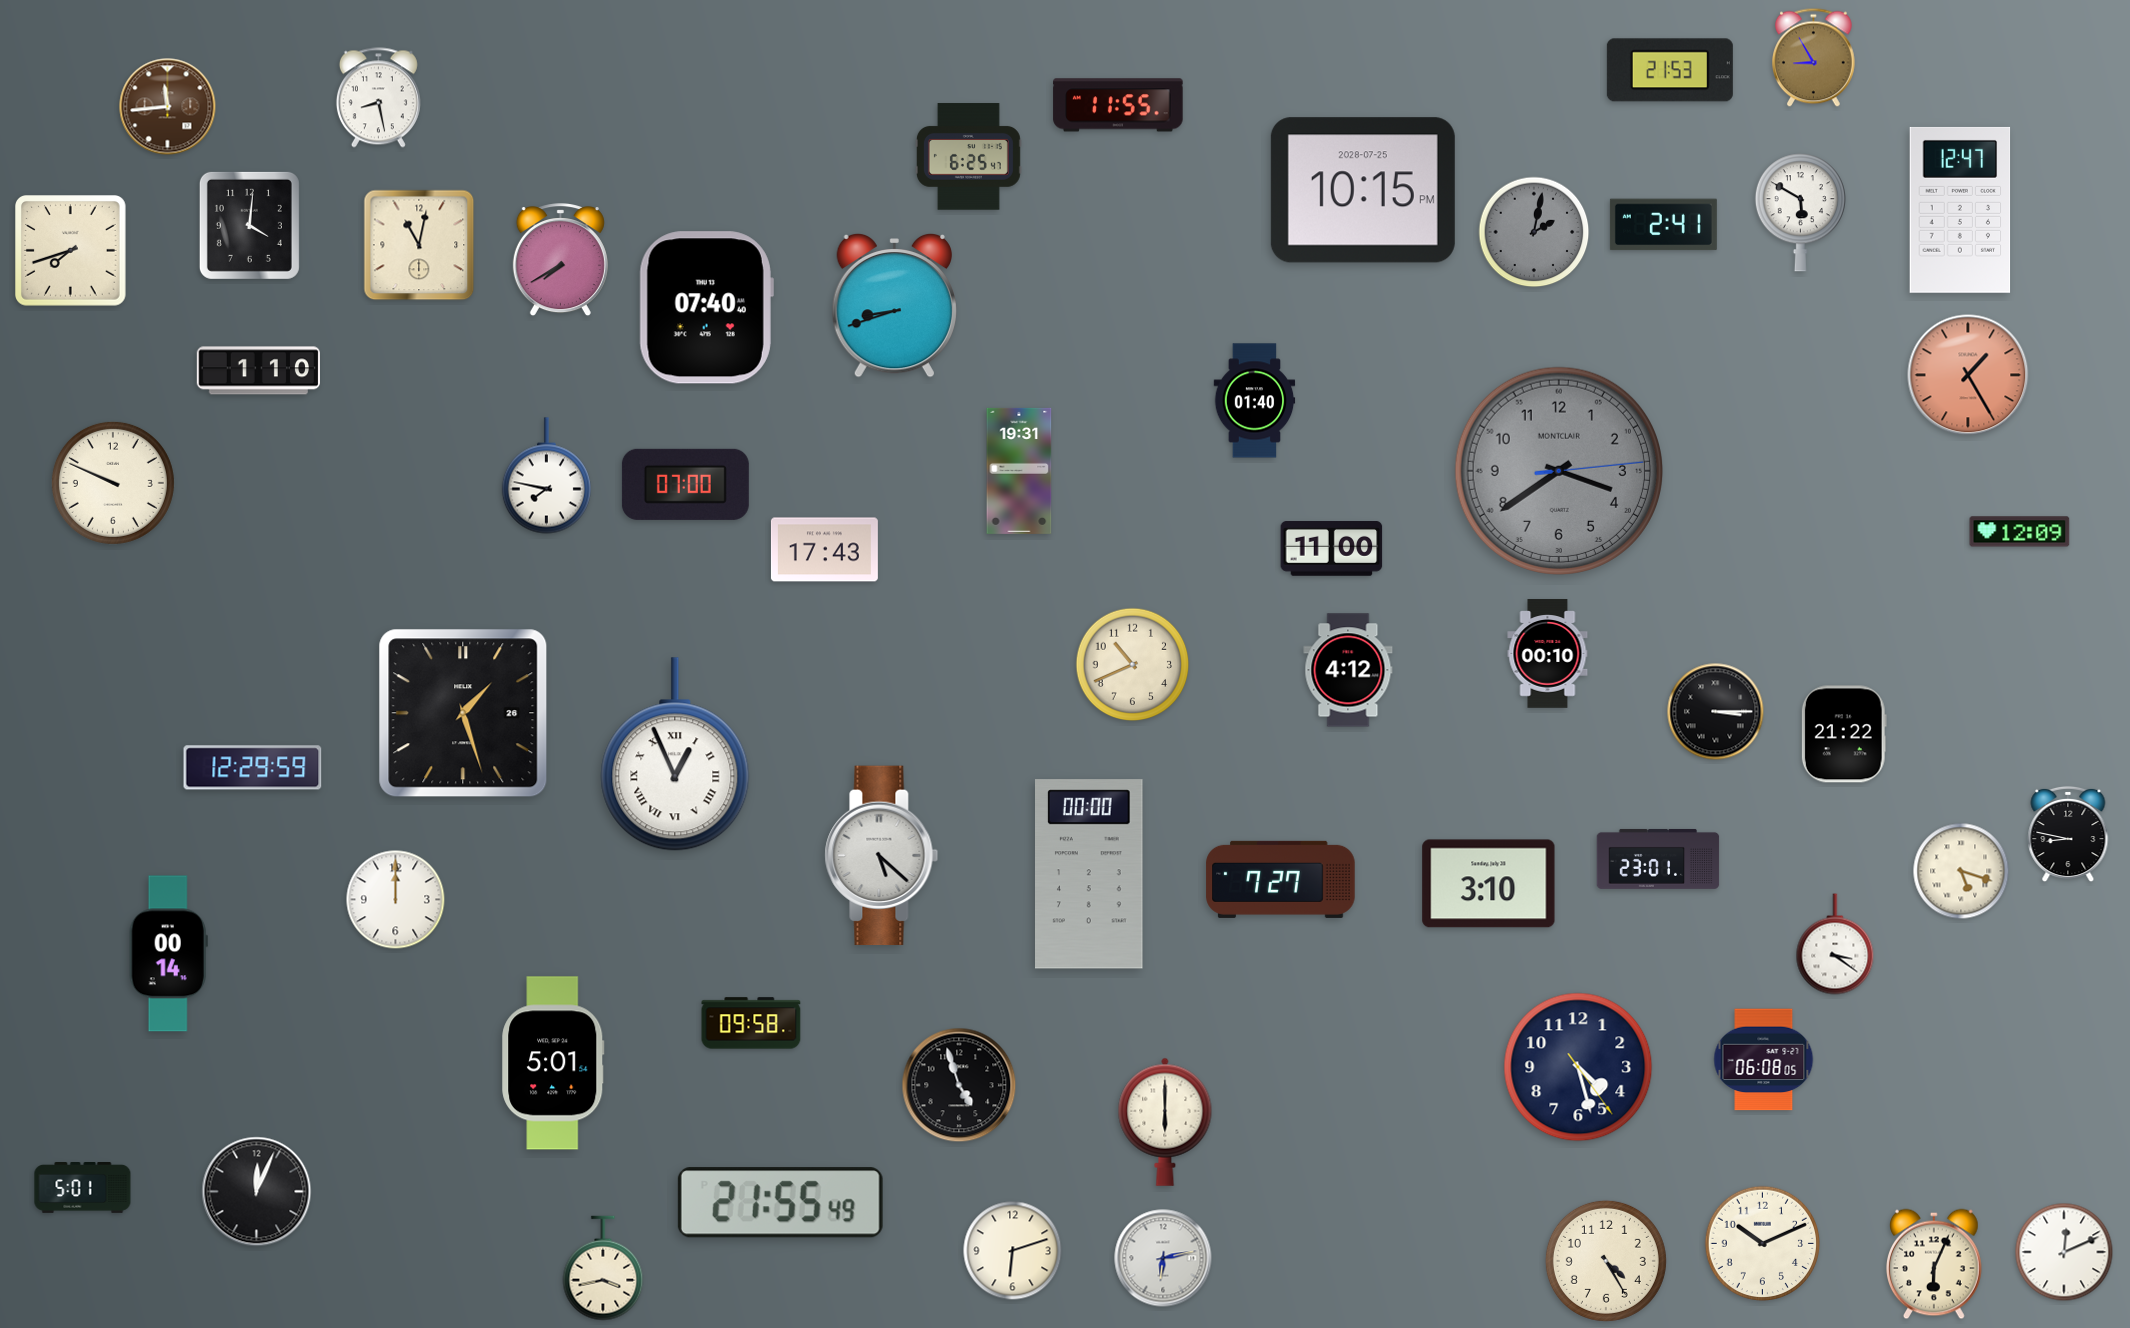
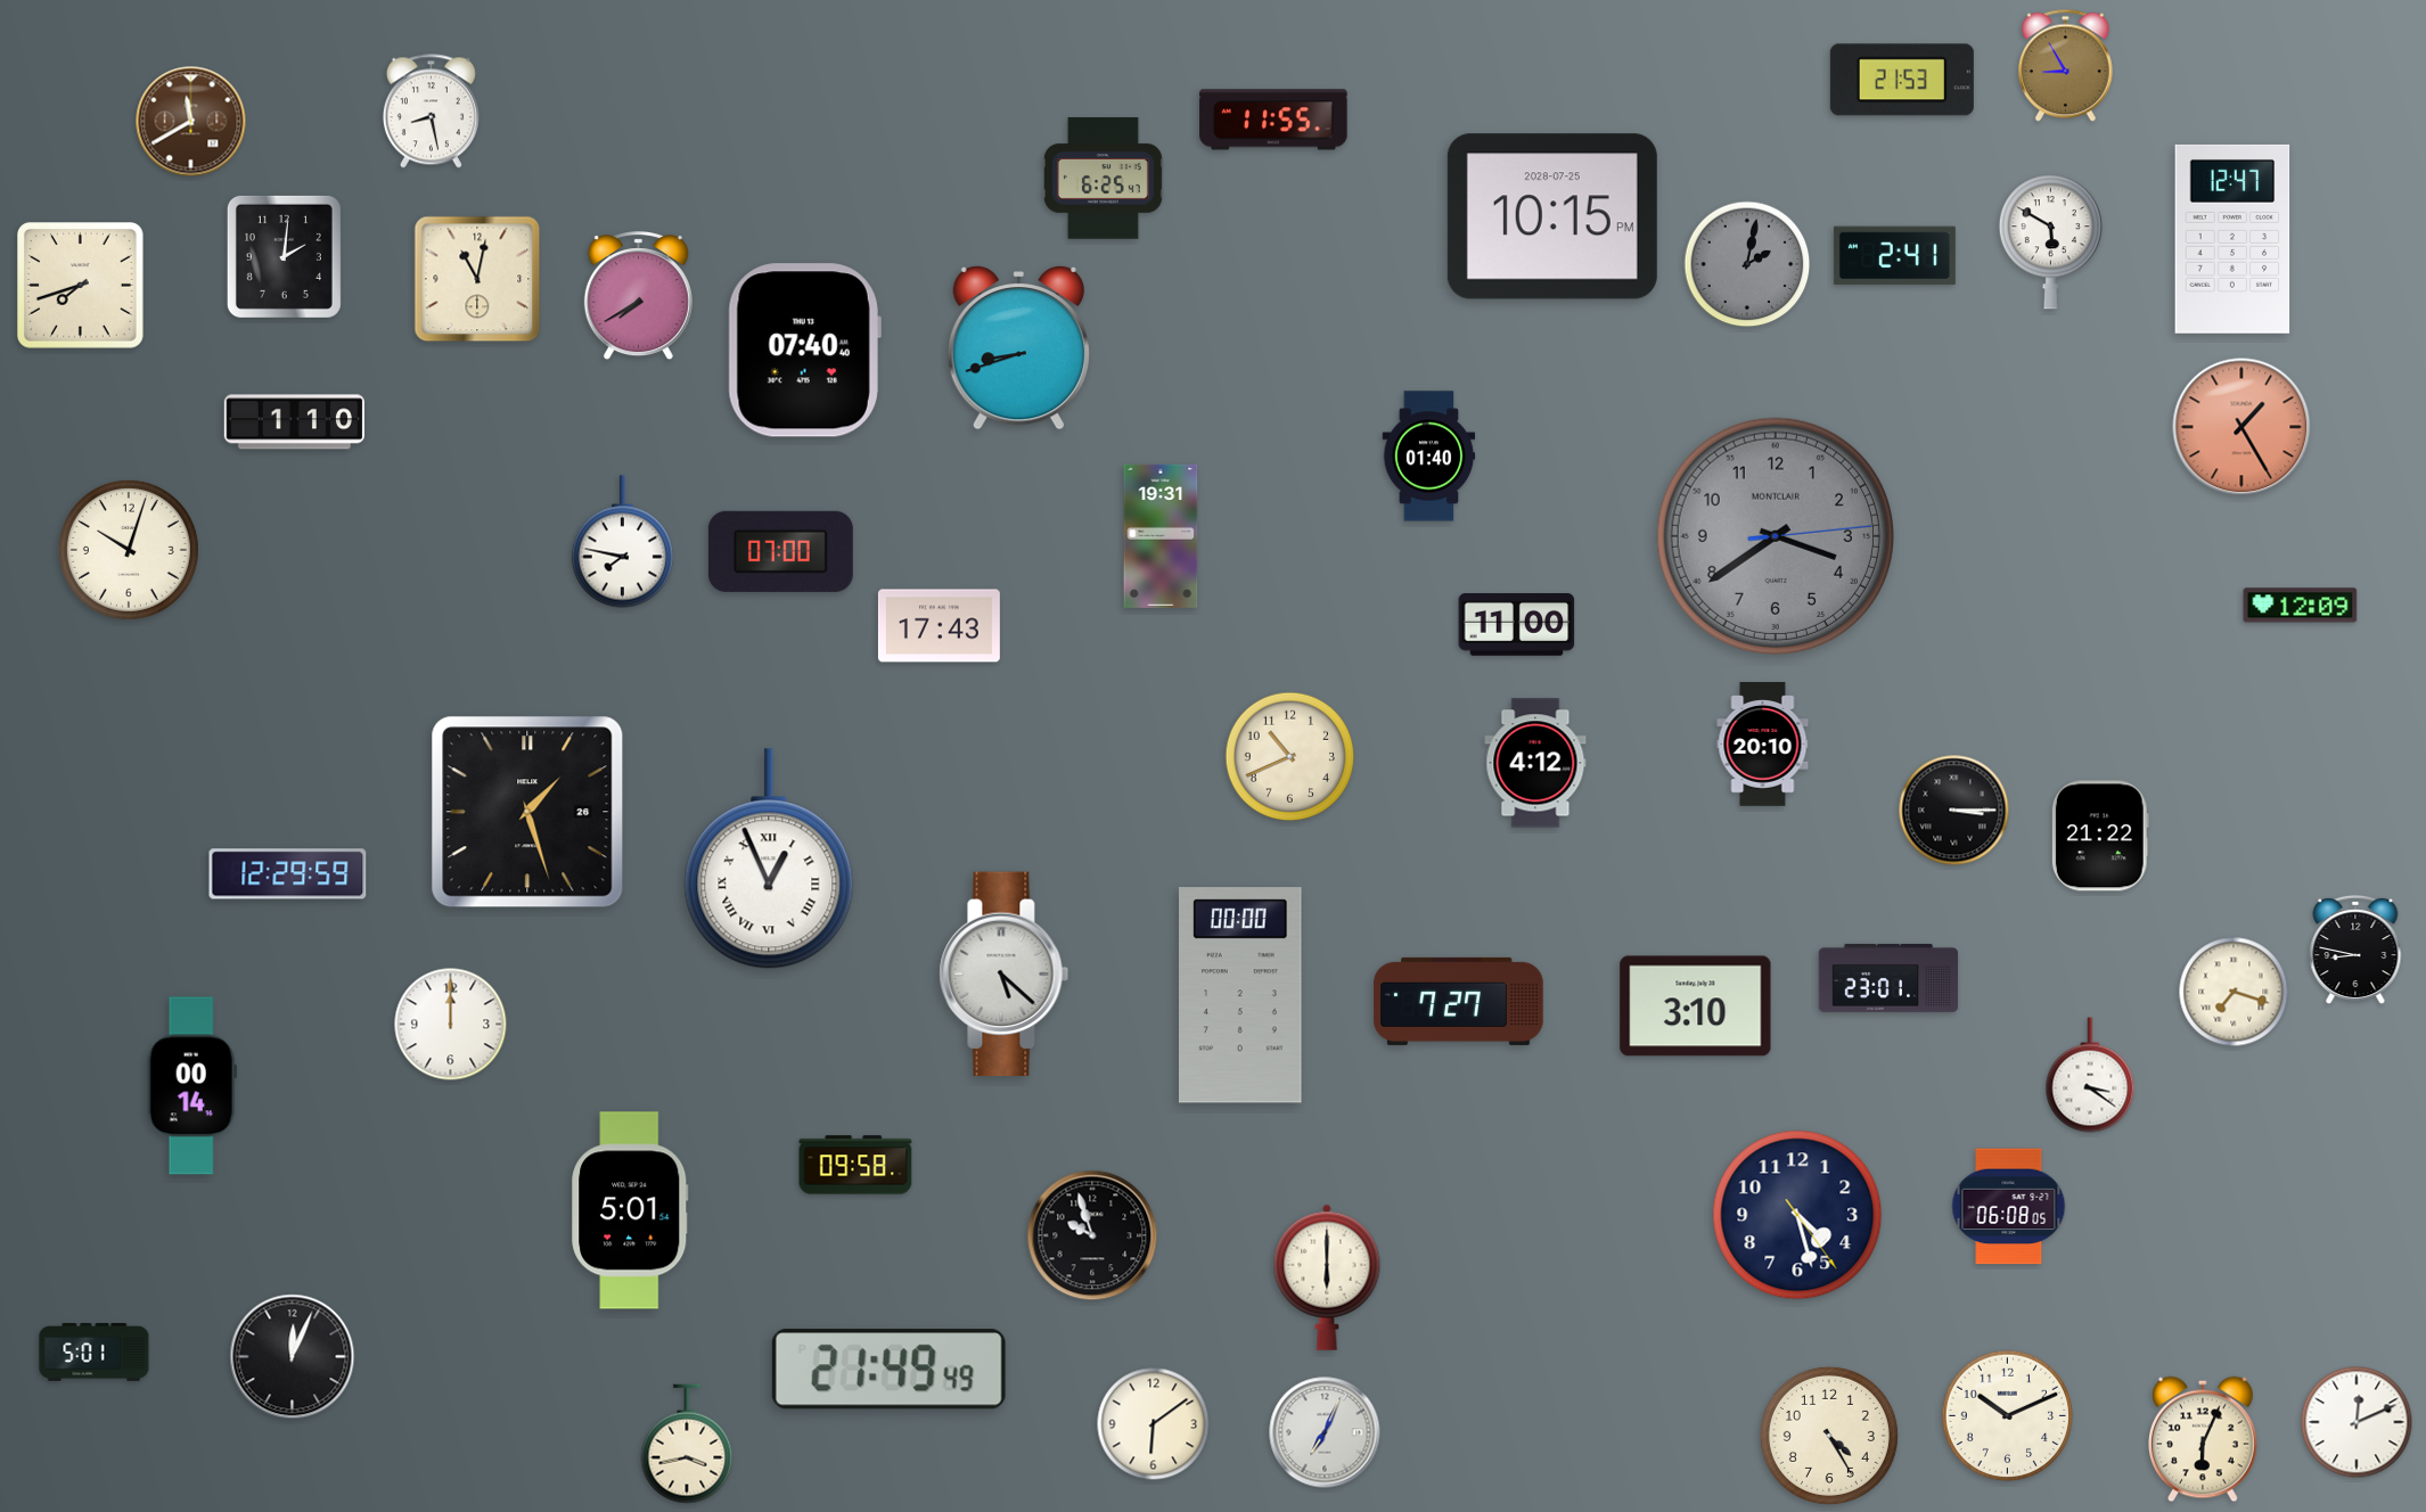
clock at (168, 107): 11:44 -> 11:40
clock at (249, 225): 4:01 -> 2:01
clock at (113, 483): 9:49 -> 10:03
clock at (1548, 654): 00:10 -> 20:10
clock at (1961, 871): 5:18 -> 7:18
clock at (959, 1085): 4:57 -> 9:57
clock at (780, 1203): 21:55 -> 21:49
clock at (1013, 1251): 6:12 -> 6:09
clock at (2064, 1252) position: (2064, 1252) -> (2357, 1422)
clock at (1163, 1258): 6:13 -> 7:04
